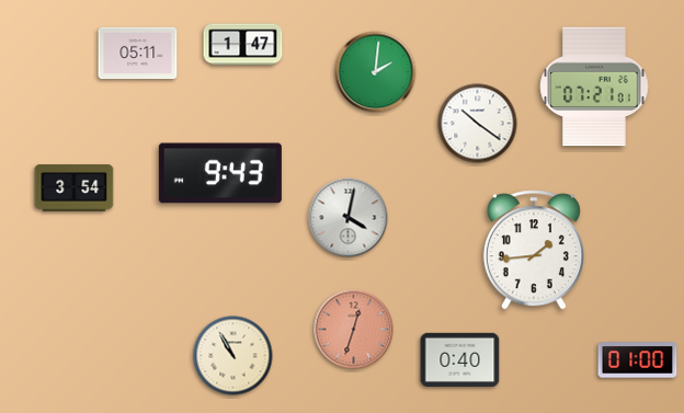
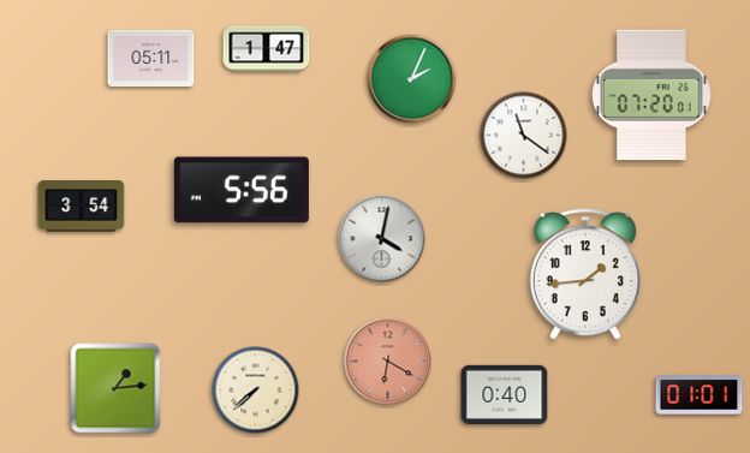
clock at (376, 72): 2:01 -> 2:04
clock at (594, 87): 07:21 -> 07:20
clock at (478, 124): 10:21 -> 11:21
clock at (220, 173): 9:43 -> 5:56
clock at (354, 330): 12:33 -> 6:20
clock at (115, 388): none -> 1:14
clock at (233, 356): 10:55 -> 7:38
clock at (638, 360): 01:00 -> 01:01
